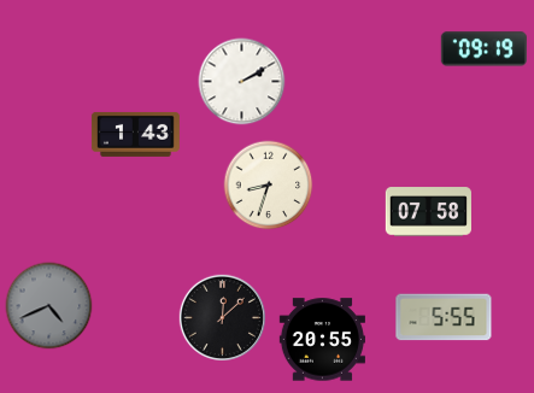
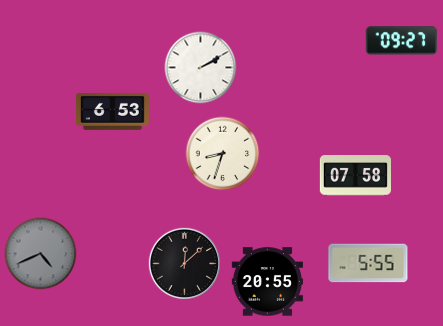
clock at (483, 49): 09:19 -> 09:27
clock at (135, 134): 1:43 -> 6:53
